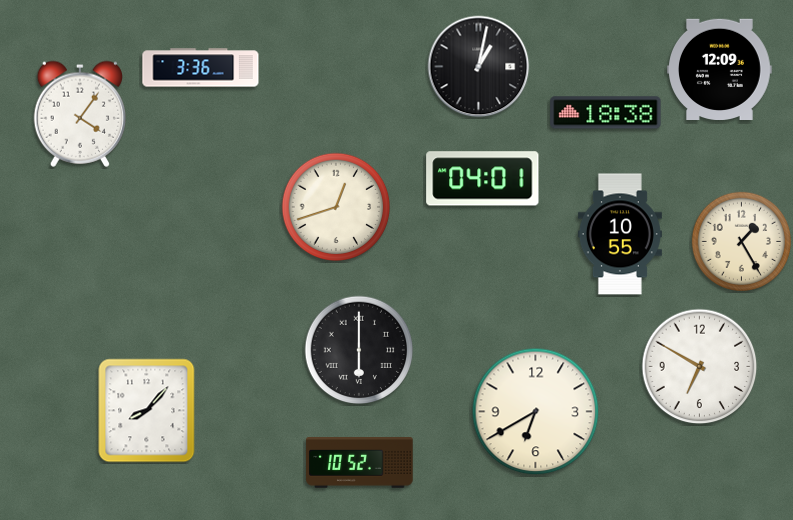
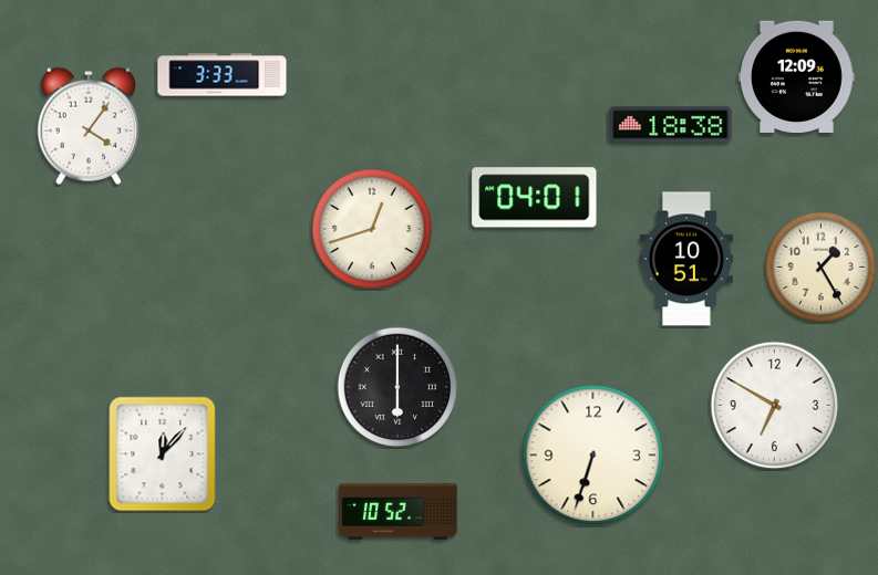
clock at (479, 67): 1:02 -> none
clock at (201, 68): 3:36 -> 3:33
clock at (620, 234): 10:55 -> 10:51
clock at (147, 411): 8:07 -> 12:07
clock at (536, 412): 6:40 -> 6:33
